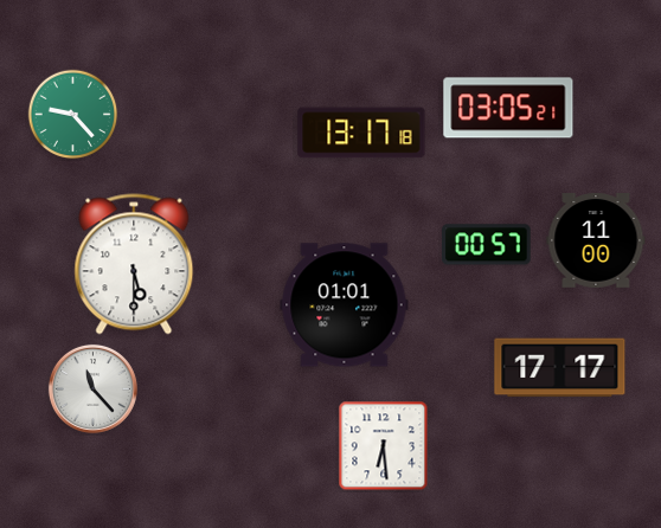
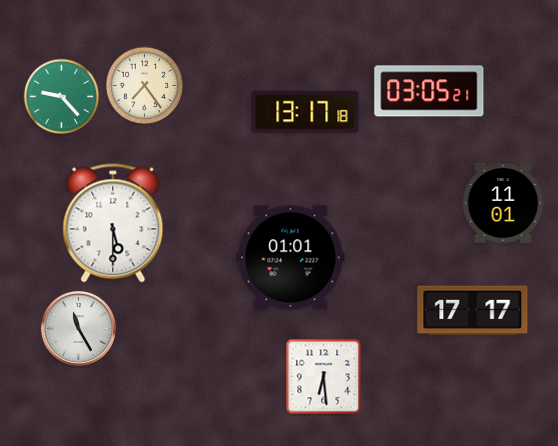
clock at (145, 86): none -> 7:24
clock at (596, 242): 11:00 -> 11:01
clock at (487, 245): 00:57 -> none
clock at (92, 388): 11:23 -> 11:25
